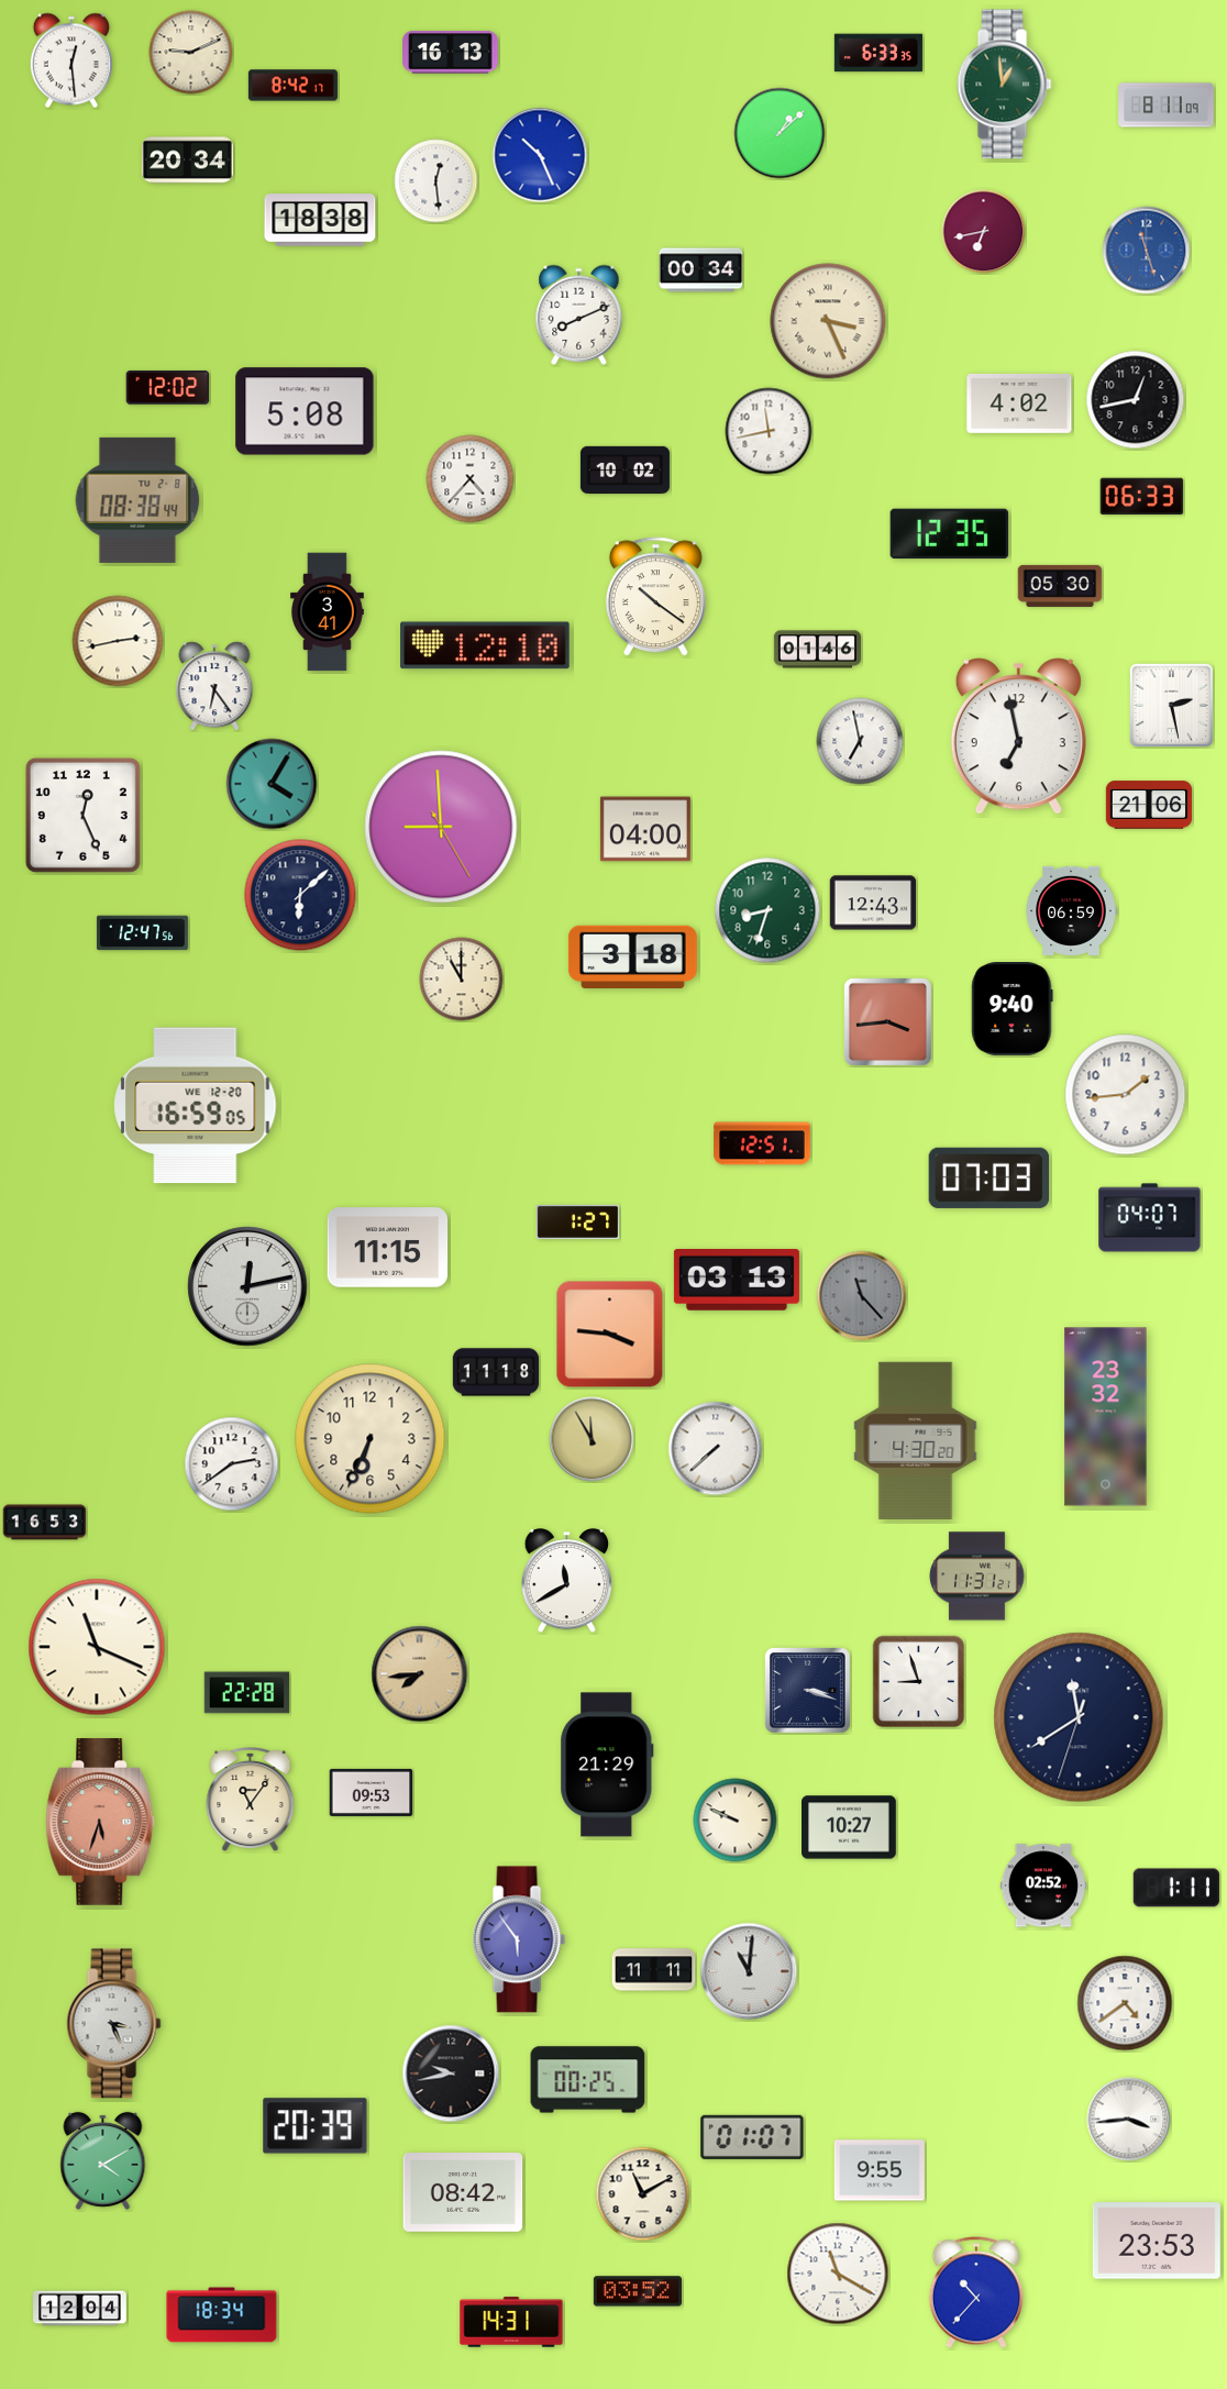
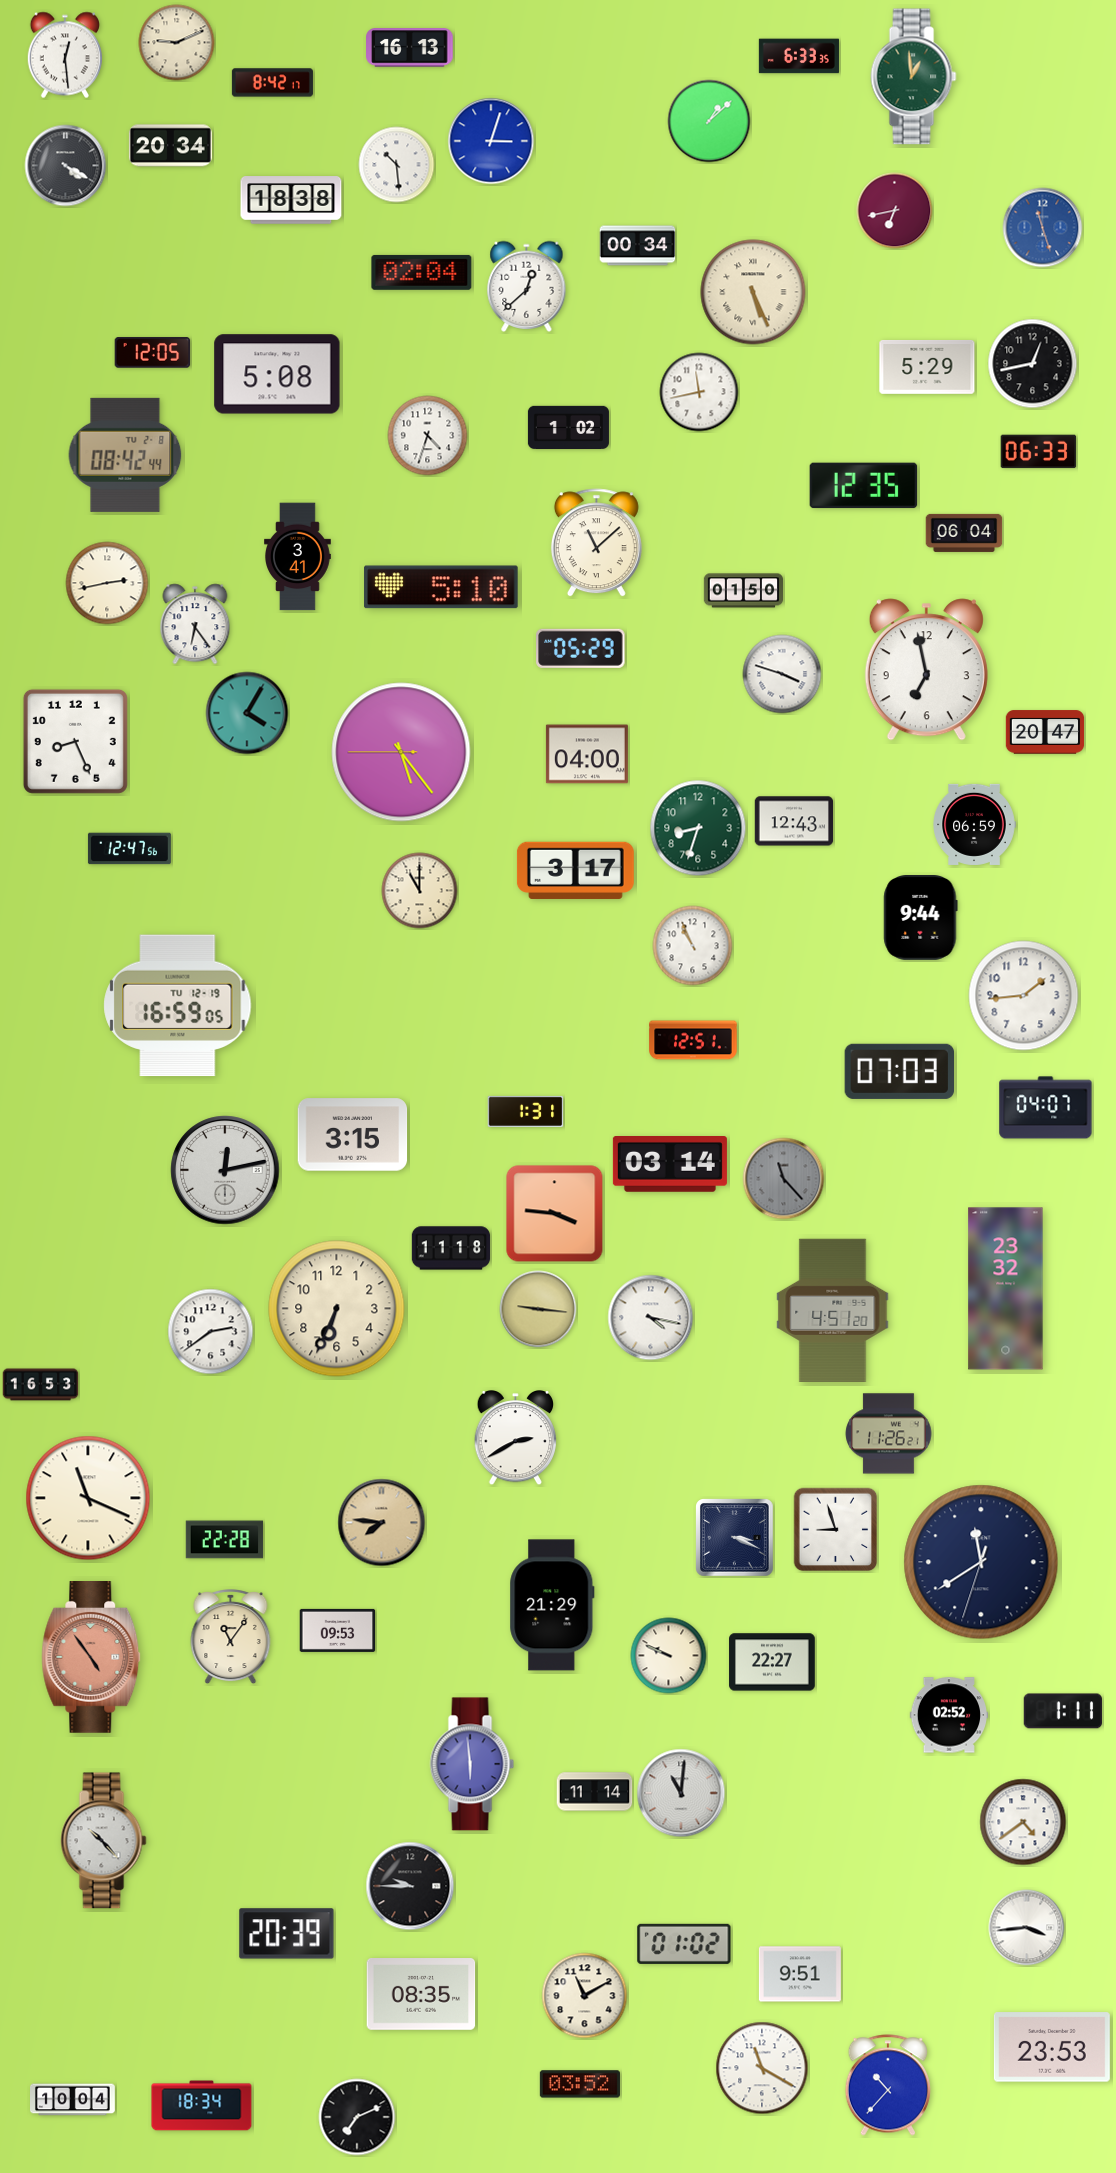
clock at (191, 53) position: (191, 53) -> (177, 43)
clock at (878, 53) position: (878, 53) -> (799, 56)
clock at (292, 86) position: (292, 86) -> (272, 83)
clock at (1167, 106): 8:11 -> none
clock at (540, 155): 10:26 -> 3:03
clock at (436, 181): 12:29 -> 10:29
clock at (66, 166): none -> 4:20
clock at (422, 272): none -> 02:04
clock at (579, 314): 8:11 -> 12:38
clock at (828, 321): 3:26 -> 5:26
clock at (168, 388): 12:02 -> 12:05
clock at (1019, 403): 4:02 -> 5:29
clock at (624, 471): 10:02 -> 1:02
clock at (471, 479): 4:37 -> 4:33
clock at (137, 500): 08:38 -> 08:42
clock at (1060, 586): 05:30 -> 06:04
clock at (655, 597): 10:21 -> 11:08
clock at (485, 645): 12:10 -> 5:10
clock at (817, 650): 01:46 -> 01:50
clock at (1171, 705): 2:28 -> none
clock at (581, 648): none -> 05:29
clock at (860, 741): 6:58 -> 3:48
clock at (1149, 805): 21:06 -> 20:47
clock at (82, 815): 12:26 -> 8:26
clock at (441, 827): 8:59 -> 5:23
clock at (300, 895): 6:08 -> none
clock at (1071, 910) position: (1071, 910) -> (974, 824)
clock at (632, 956): 3:18 -> 3:17
clock at (1013, 1009): 9:40 -> 9:44
clock at (887, 1021): 3:44 -> none
clock at (693, 946): none -> 10:56
clock at (196, 1106) date: WE 12-20 -> TU 12-19
clock at (578, 1221): 1:27 -> 1:31
clock at (388, 1248): 11:15 -> 3:15
clock at (737, 1281): 03:13 -> 03:14
clock at (592, 1439): 11:55 -> 9:16
clock at (916, 1440): 4:30 -> 4:51
clock at (716, 1449): 7:38 -> 4:17
clock at (977, 1577): 11:31 -> 11:26
clock at (567, 1582): 11:40 -> 2:40
clock at (420, 1674): 7:44 -> 7:46
clock at (808, 1691): 3:18 -> 3:19
clock at (251, 1800) position: (251, 1800) -> (231, 1637)
clock at (100, 1823): 5:33 -> 4:54
clock at (849, 1827): 10:27 -> 22:27
clock at (1176, 1888) position: (1176, 1888) -> (1063, 1711)
clock at (519, 1939): 5:54 -> 5:59
clock at (654, 1970): 11:11 -> 11:14
clock at (114, 2024): 3:26 -> 10:23
clock at (451, 2073): 9:43 -> 9:45
clock at (588, 2080): 00:25 -> none
clock at (752, 2137): 01:07 -> 01:02
clock at (103, 2160): 4:10 -> none
clock at (880, 2170): 9:55 -> 9:51
clock at (463, 2193): 08:42 -> 08:35
clock at (1157, 2241) position: (1157, 2241) -> (1052, 2047)
clock at (80, 2309): 12:04 -> 10:04
clock at (511, 2322): 14:31 -> none
clock at (357, 2117): none -> 7:11
